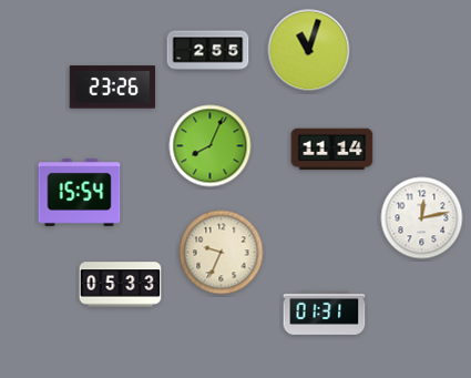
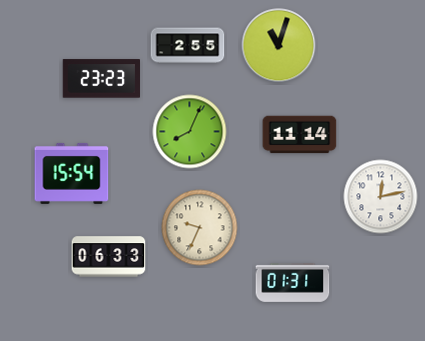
clock at (112, 88): 23:26 -> 23:23
clock at (121, 285): 05:33 -> 06:33
